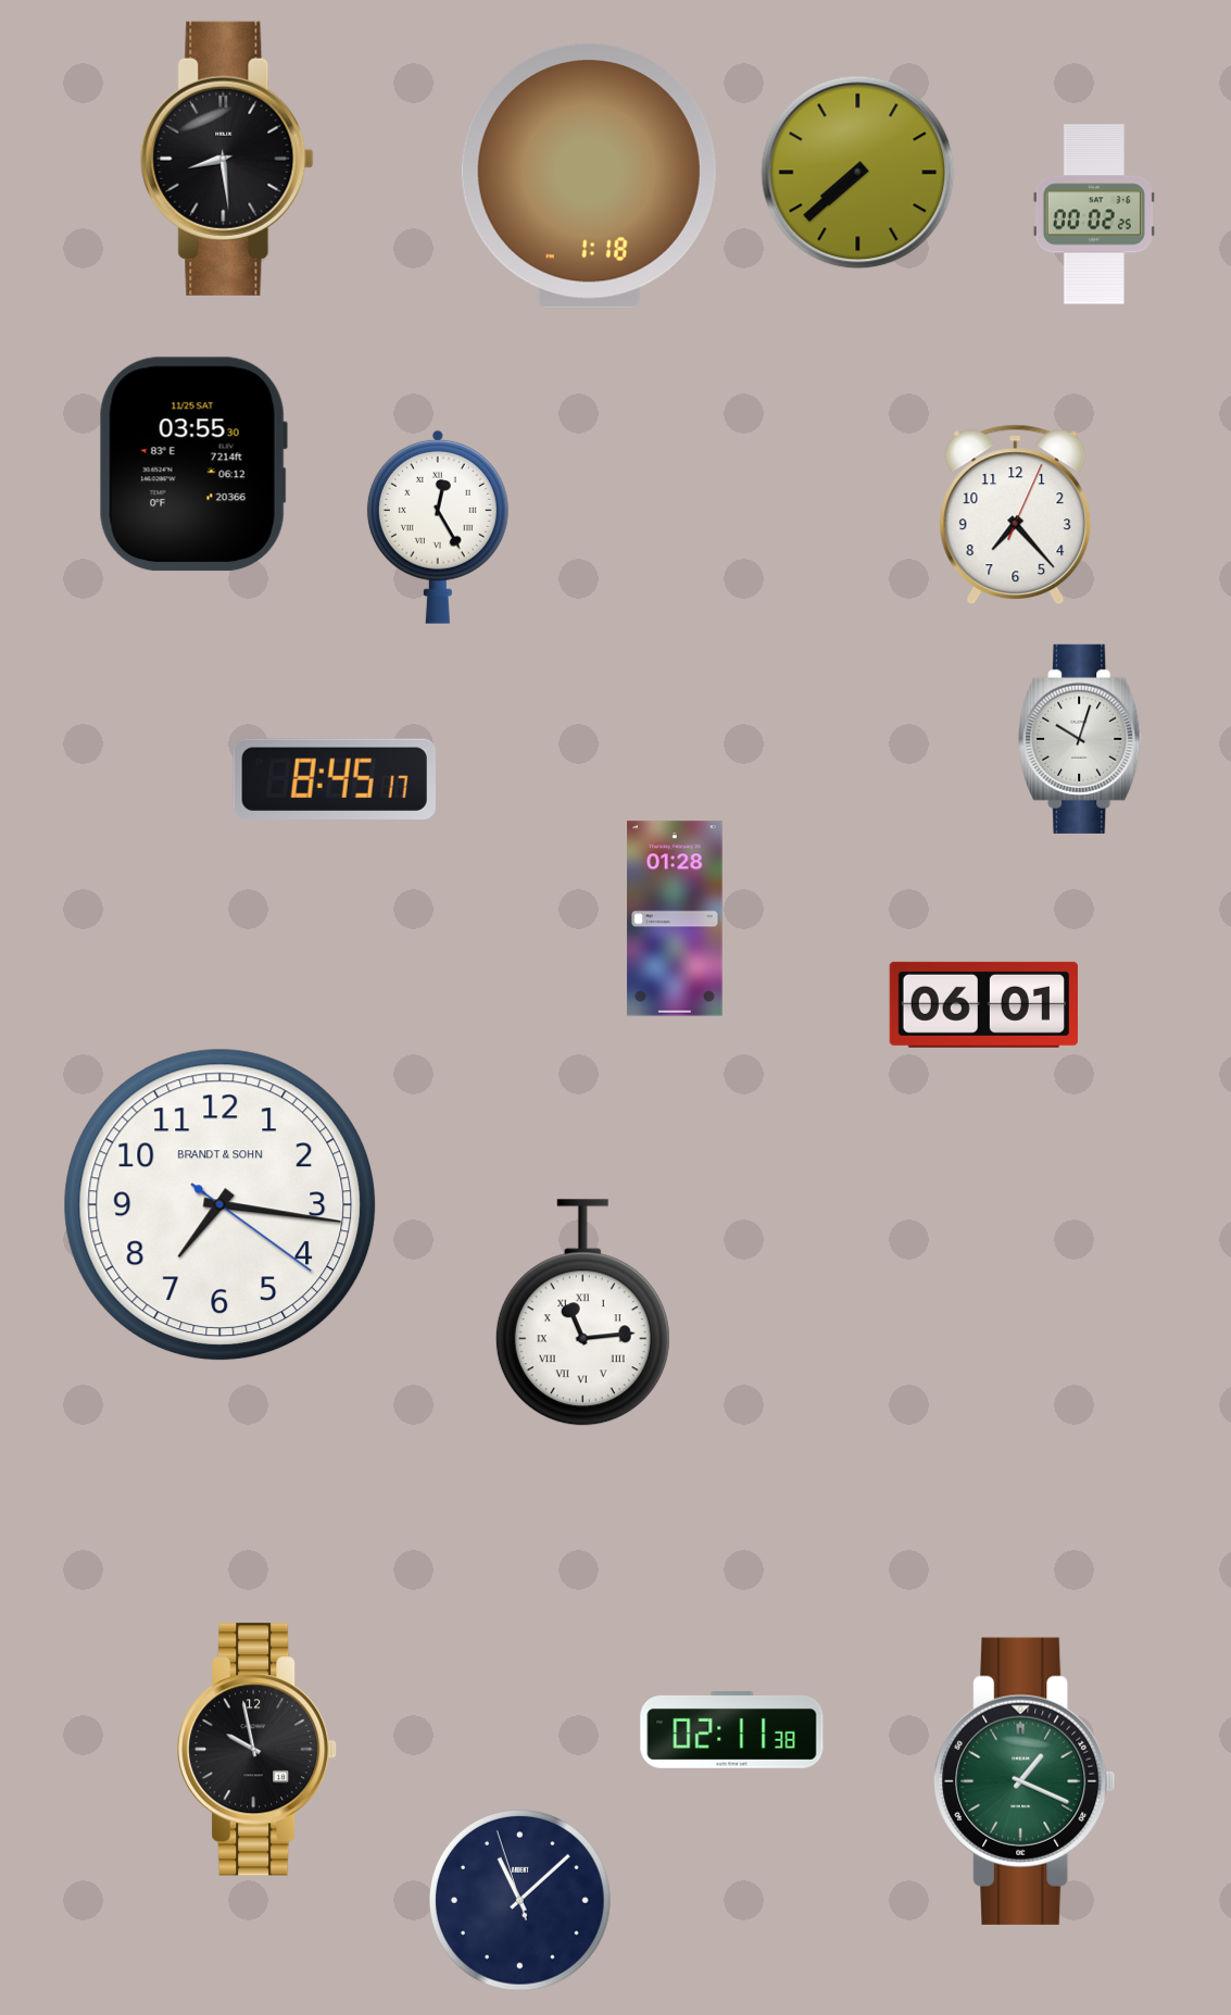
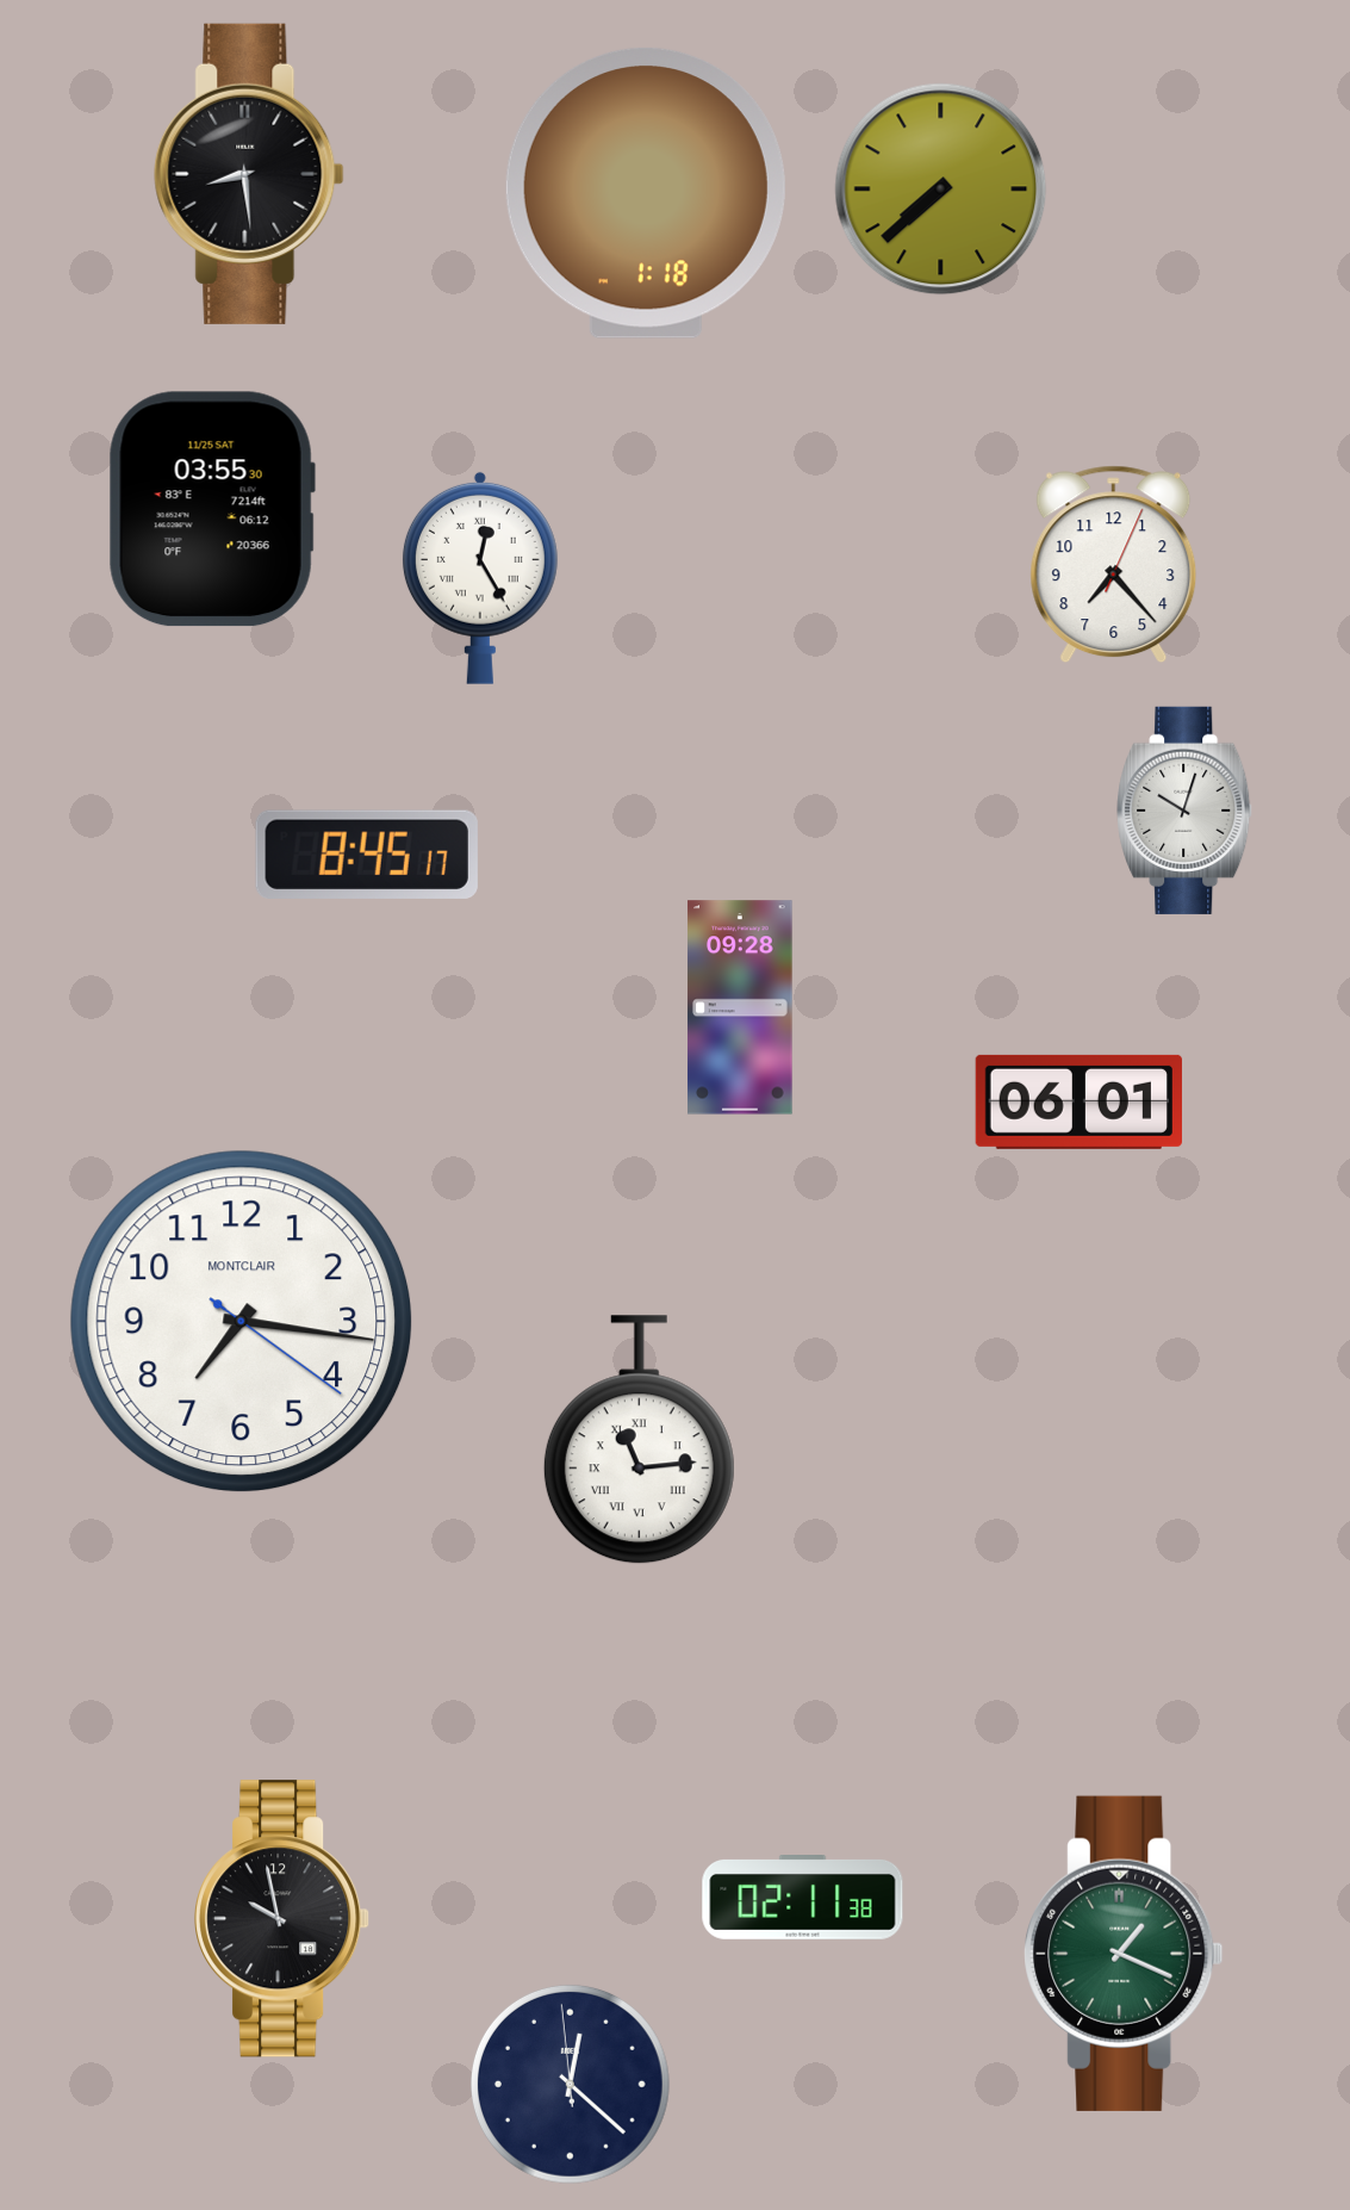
clock at (1094, 214): 00:02 -> none
clock at (675, 918): 01:28 -> 09:28
clock at (221, 1205) brand: BRANDT & SOHN -> MONTCLAIR
clock at (519, 1900): 11:07 -> 12:21
